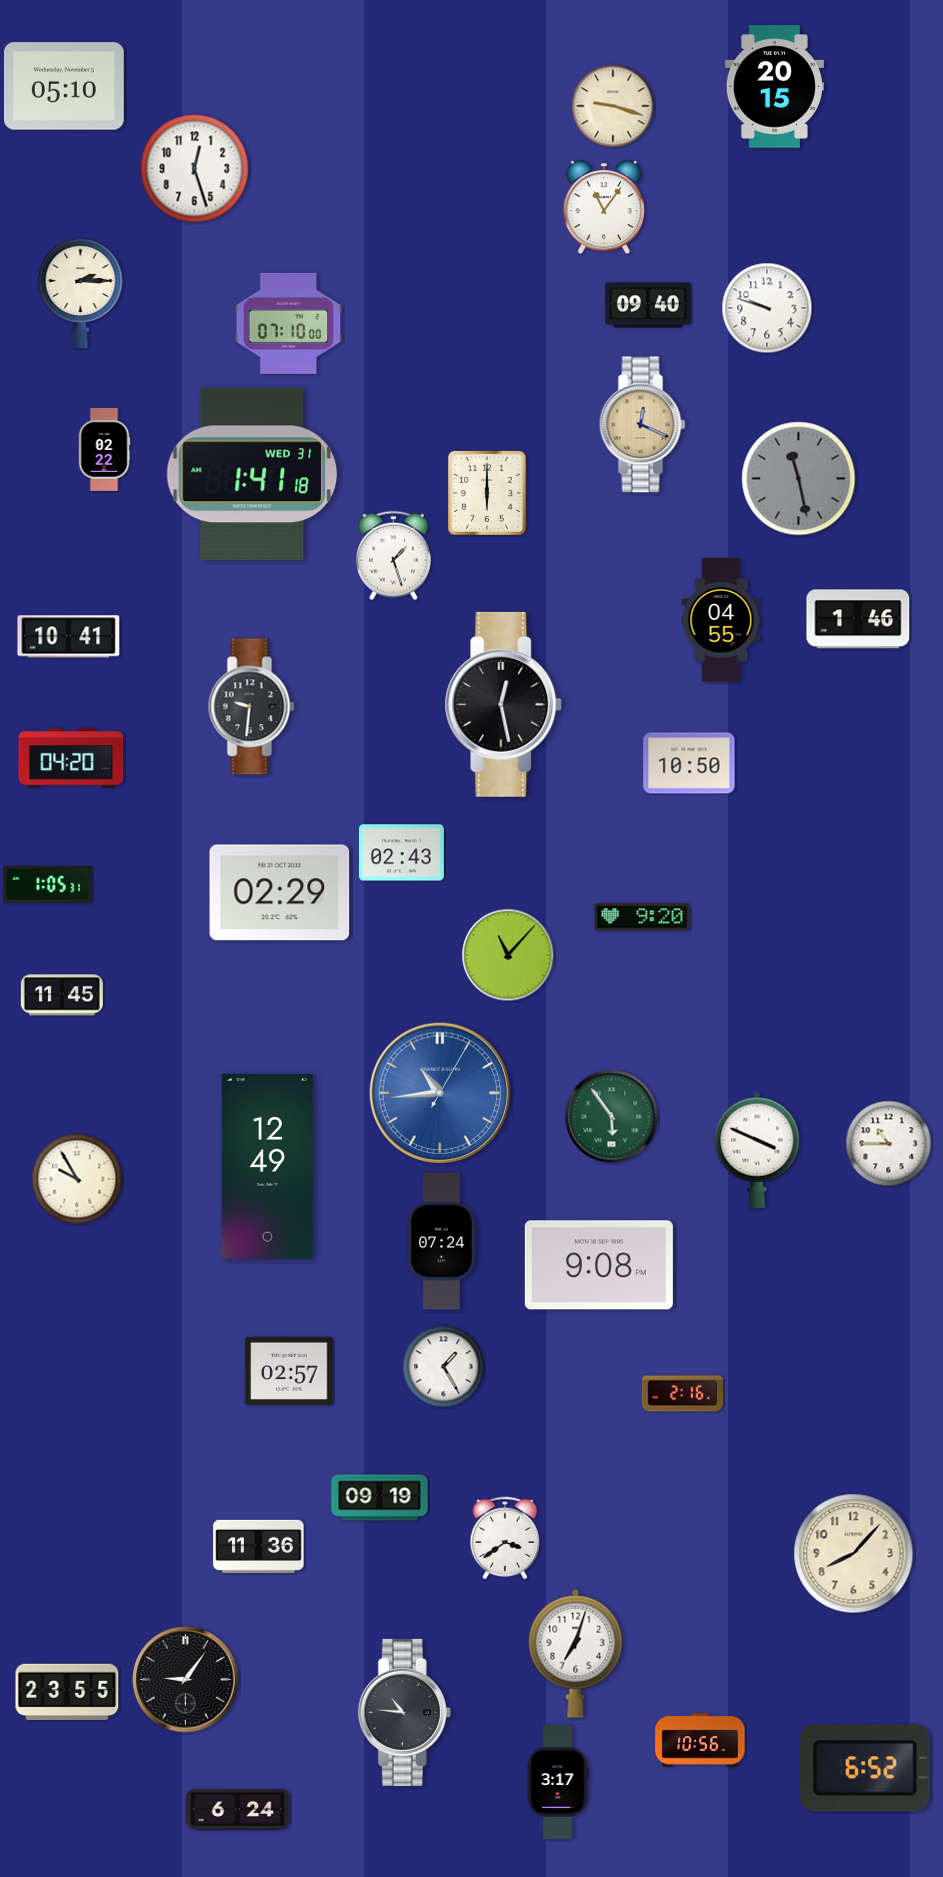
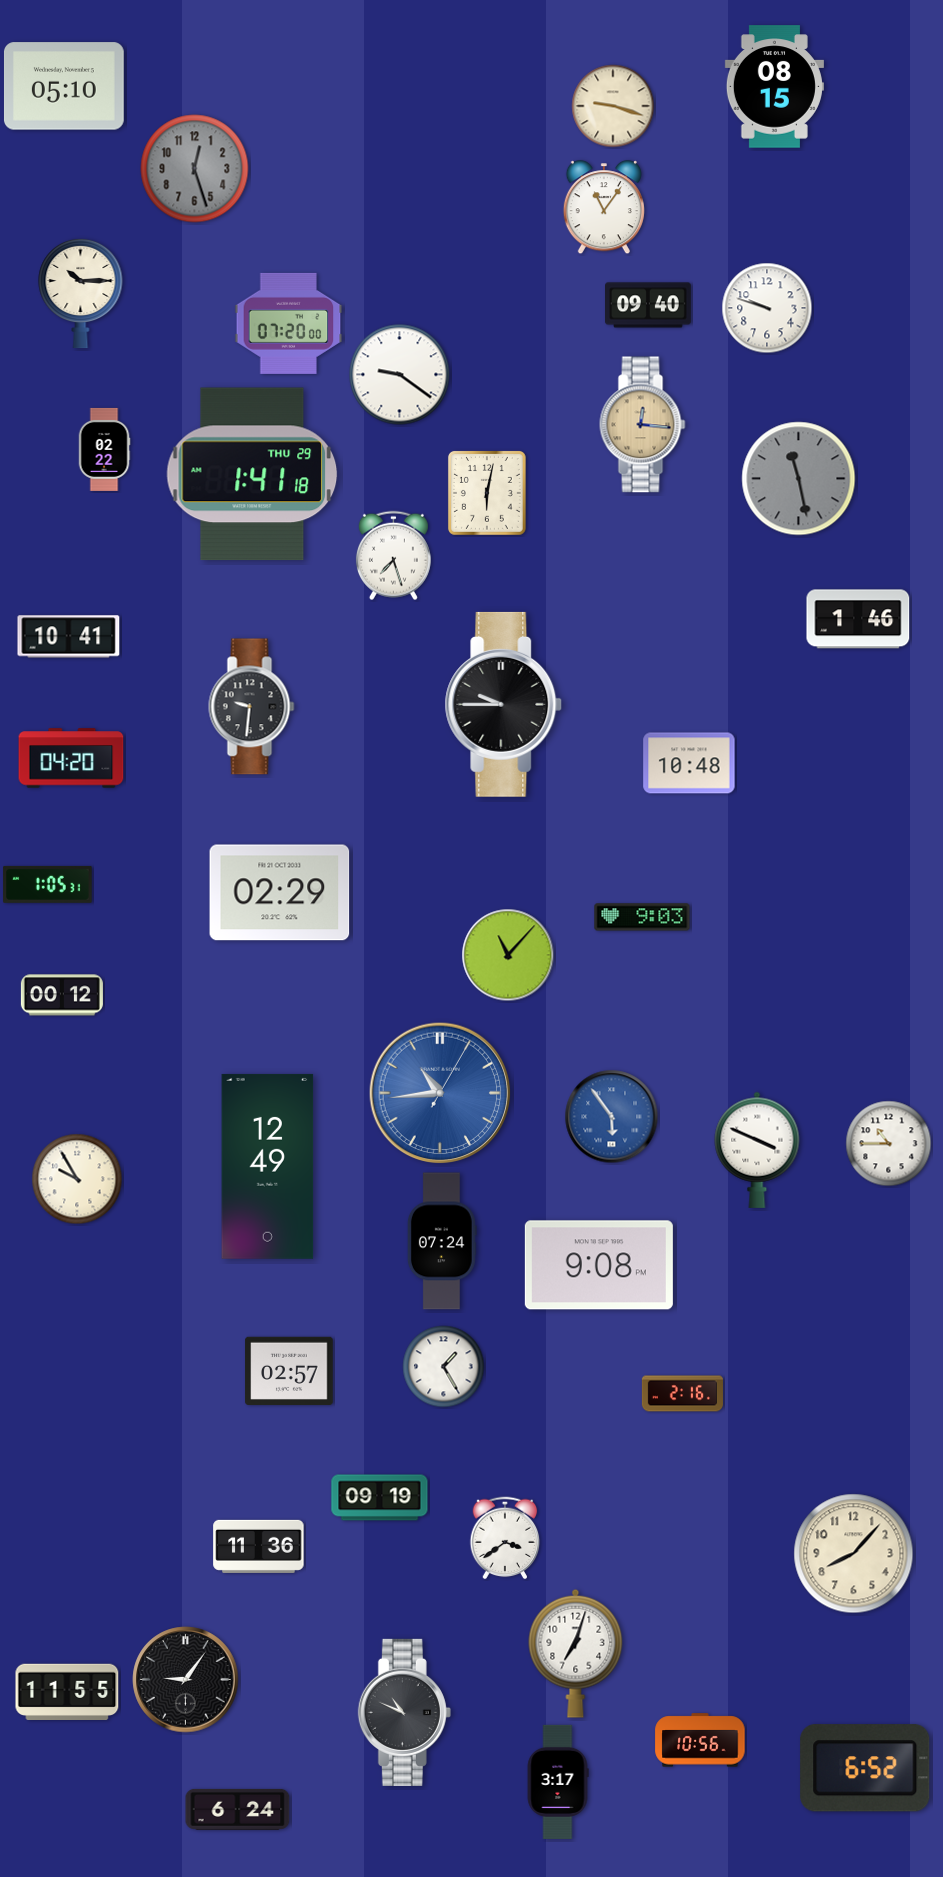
clock at (774, 87): 20:15 -> 08:15
clock at (195, 169) dial: white -> grey
clock at (81, 293): 2:15 -> 10:15
clock at (289, 323): 07:10 -> 07:20
clock at (400, 375): none -> 9:21
clock at (643, 425): 12:19 -> 12:16
clock at (252, 474) date: WED 31 -> THU 29
clock at (487, 494): 6:00 -> 6:02
clock at (393, 556): 1:27 -> 7:27
clock at (721, 620): 04:55 -> none
clock at (504, 704): 12:28 -> 9:45
clock at (689, 763): 10:50 -> 10:48
clock at (401, 853): 02:43 -> none
clock at (642, 917): 9:20 -> 9:03
clock at (62, 995): 11:45 -> 00:12
clock at (612, 1117) dial: green -> blue
clock at (67, 1691): 23:55 -> 11:55
clock at (404, 1712): 10:46 -> 10:49
